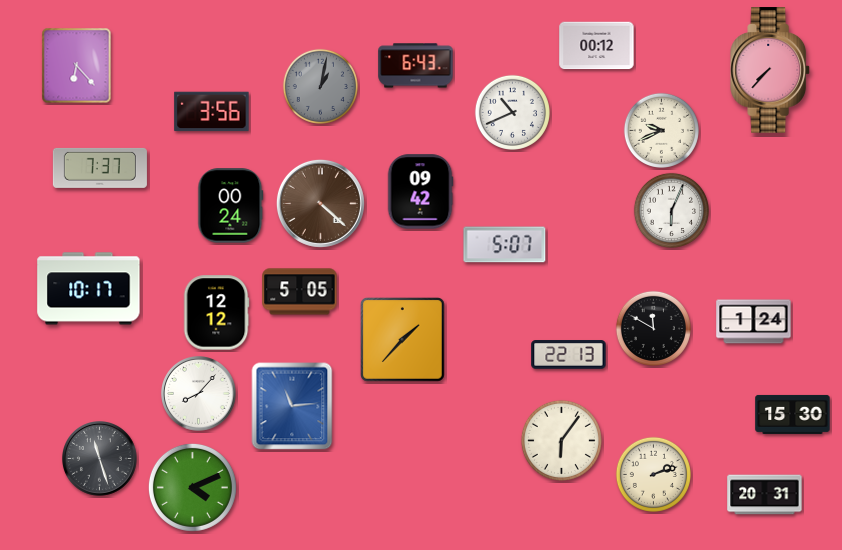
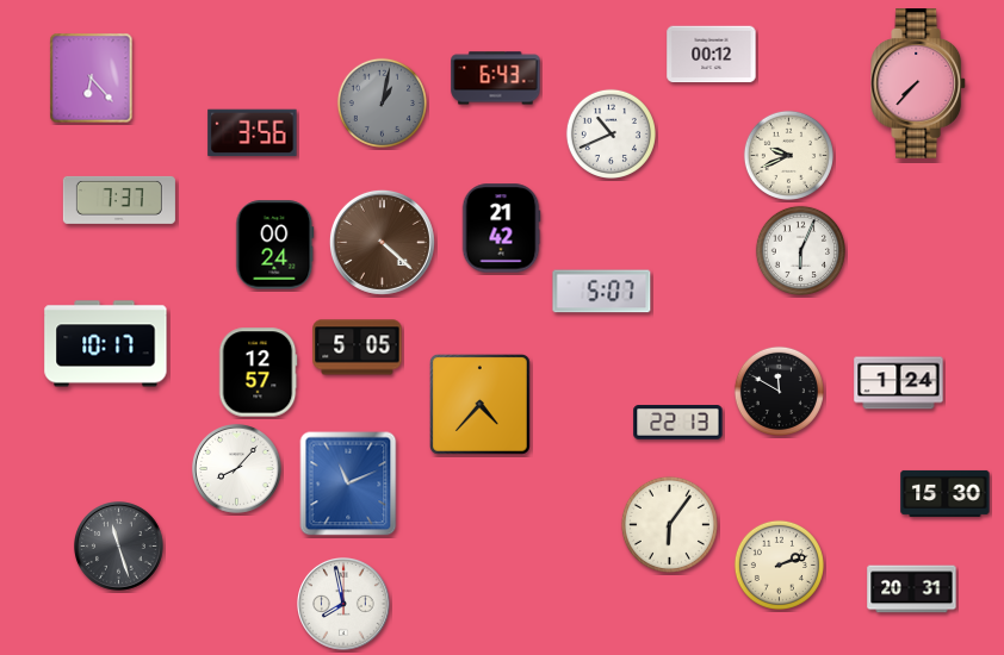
clock at (420, 192): 09:42 -> 21:42
clock at (216, 313): 12:12 -> 12:57
clock at (403, 340): 1:37 -> 4:37
clock at (292, 406): 11:14 -> 11:11
clock at (192, 487): 4:11 -> none
clock at (345, 605): none -> 7:58
